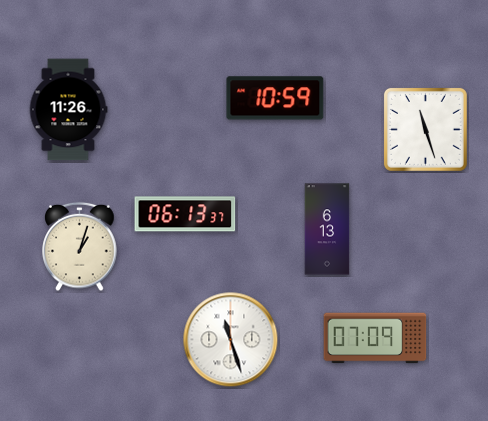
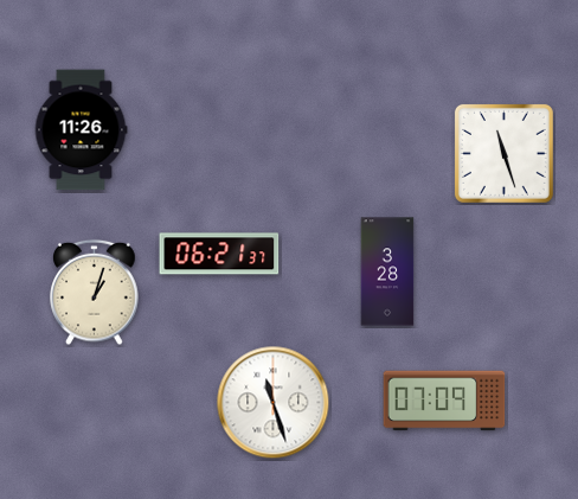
clock at (275, 98): 10:59 -> none
clock at (185, 214): 06:13 -> 06:21
clock at (327, 229): 6:13 -> 3:28
